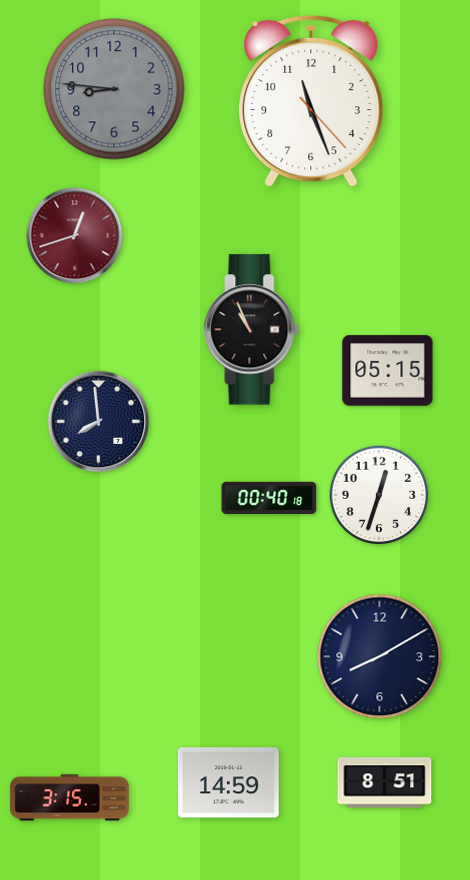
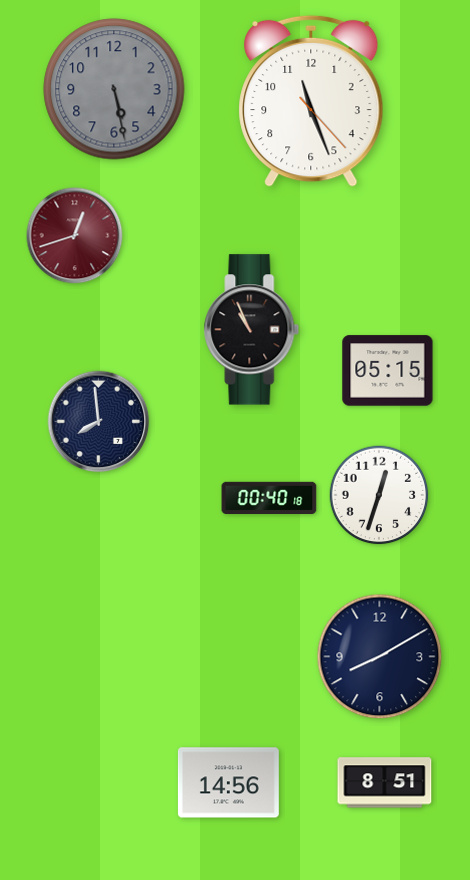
clock at (114, 89): 8:46 -> 5:28
clock at (228, 783): 14:59 -> 14:56
clock at (70, 798): 3:15 -> none
